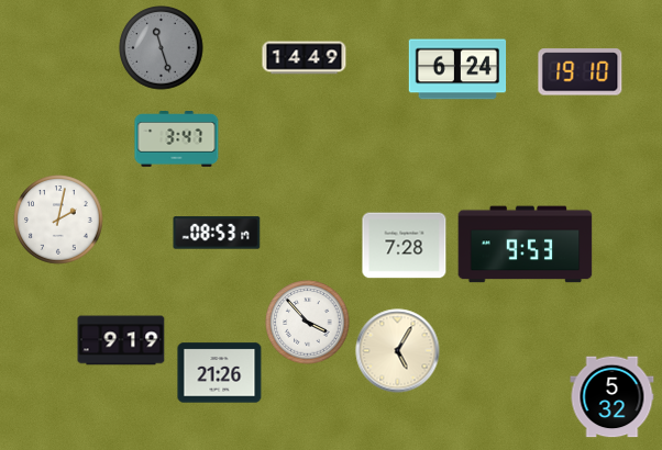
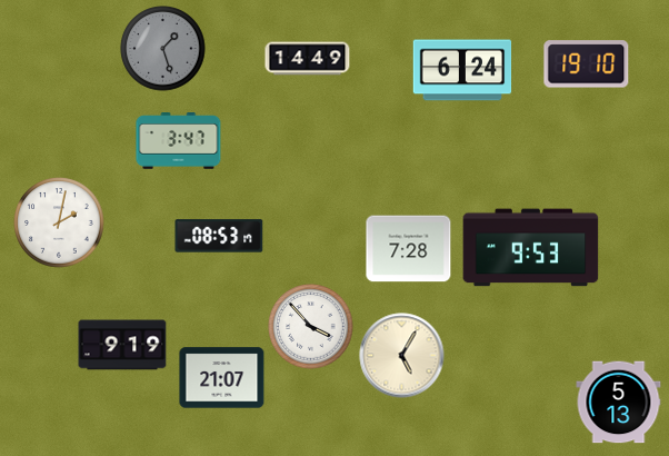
clock at (162, 48): 11:27 -> 1:27
clock at (581, 72) position: (581, 72) -> (587, 65)
clock at (220, 373): 21:26 -> 21:07
clock at (613, 397): 5:32 -> 5:13
